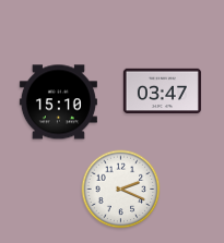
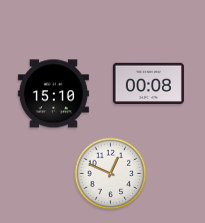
clock at (162, 92): 03:47 -> 00:08
clock at (121, 190): 2:19 -> 12:49
